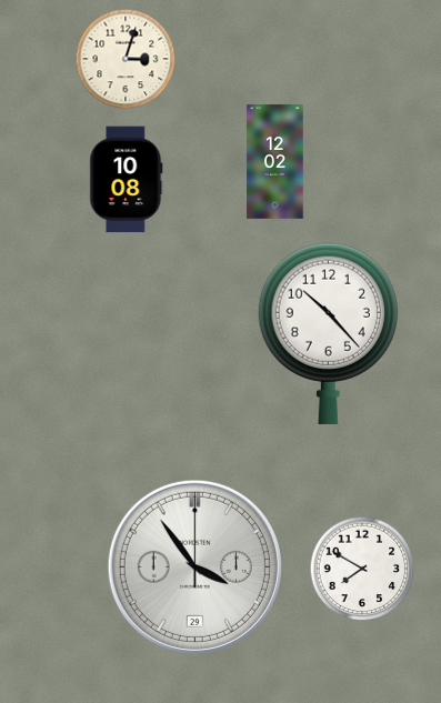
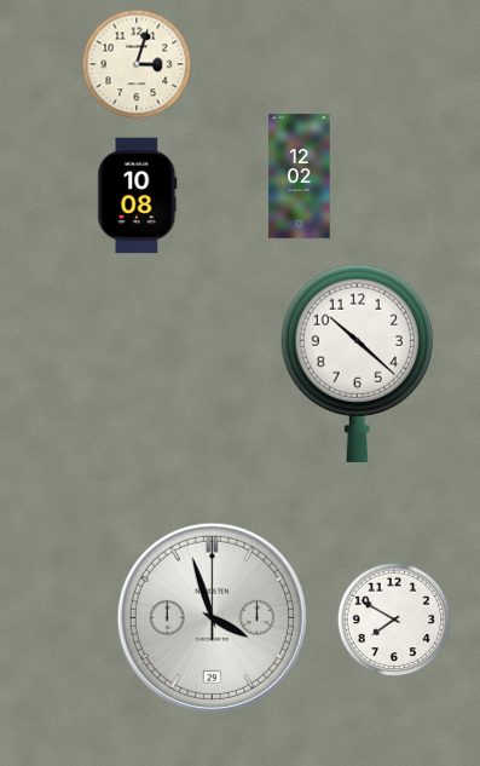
clock at (328, 333): 10:23 -> 10:22
clock at (194, 566): 3:54 -> 3:57
